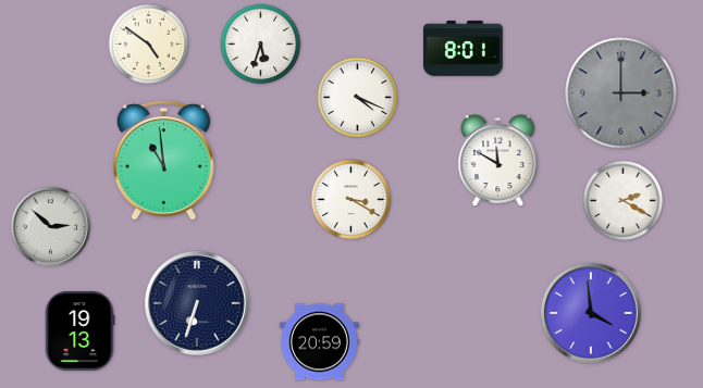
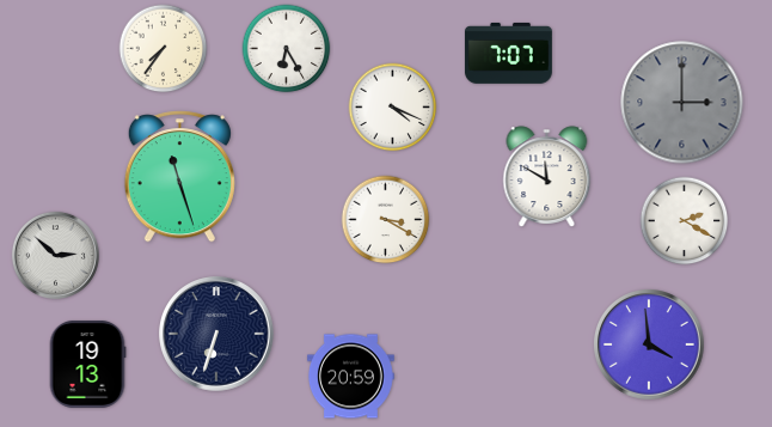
clock at (149, 45): 4:51 -> 7:36
clock at (261, 45): 5:33 -> 6:25
clock at (462, 48): 8:01 -> 7:07
clock at (163, 161): 10:59 -> 11:27
clock at (50, 226) position: (50, 226) -> (55, 255)
